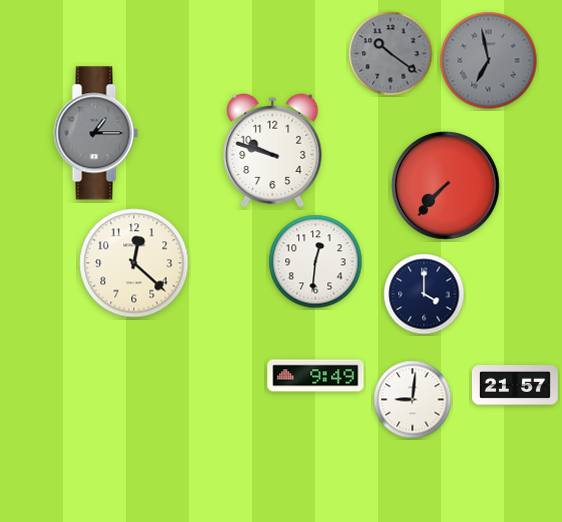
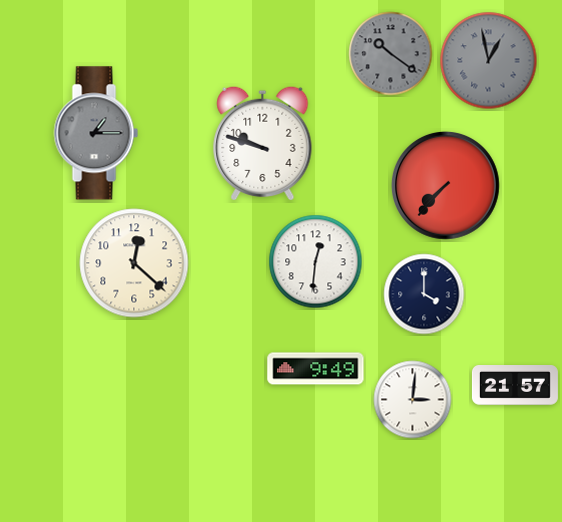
clock at (489, 61): 6:58 -> 12:58
clock at (273, 150) position: (273, 150) -> (263, 143)
clock at (316, 376) position: (316, 376) -> (316, 369)
clock at (413, 400): 9:01 -> 3:01
